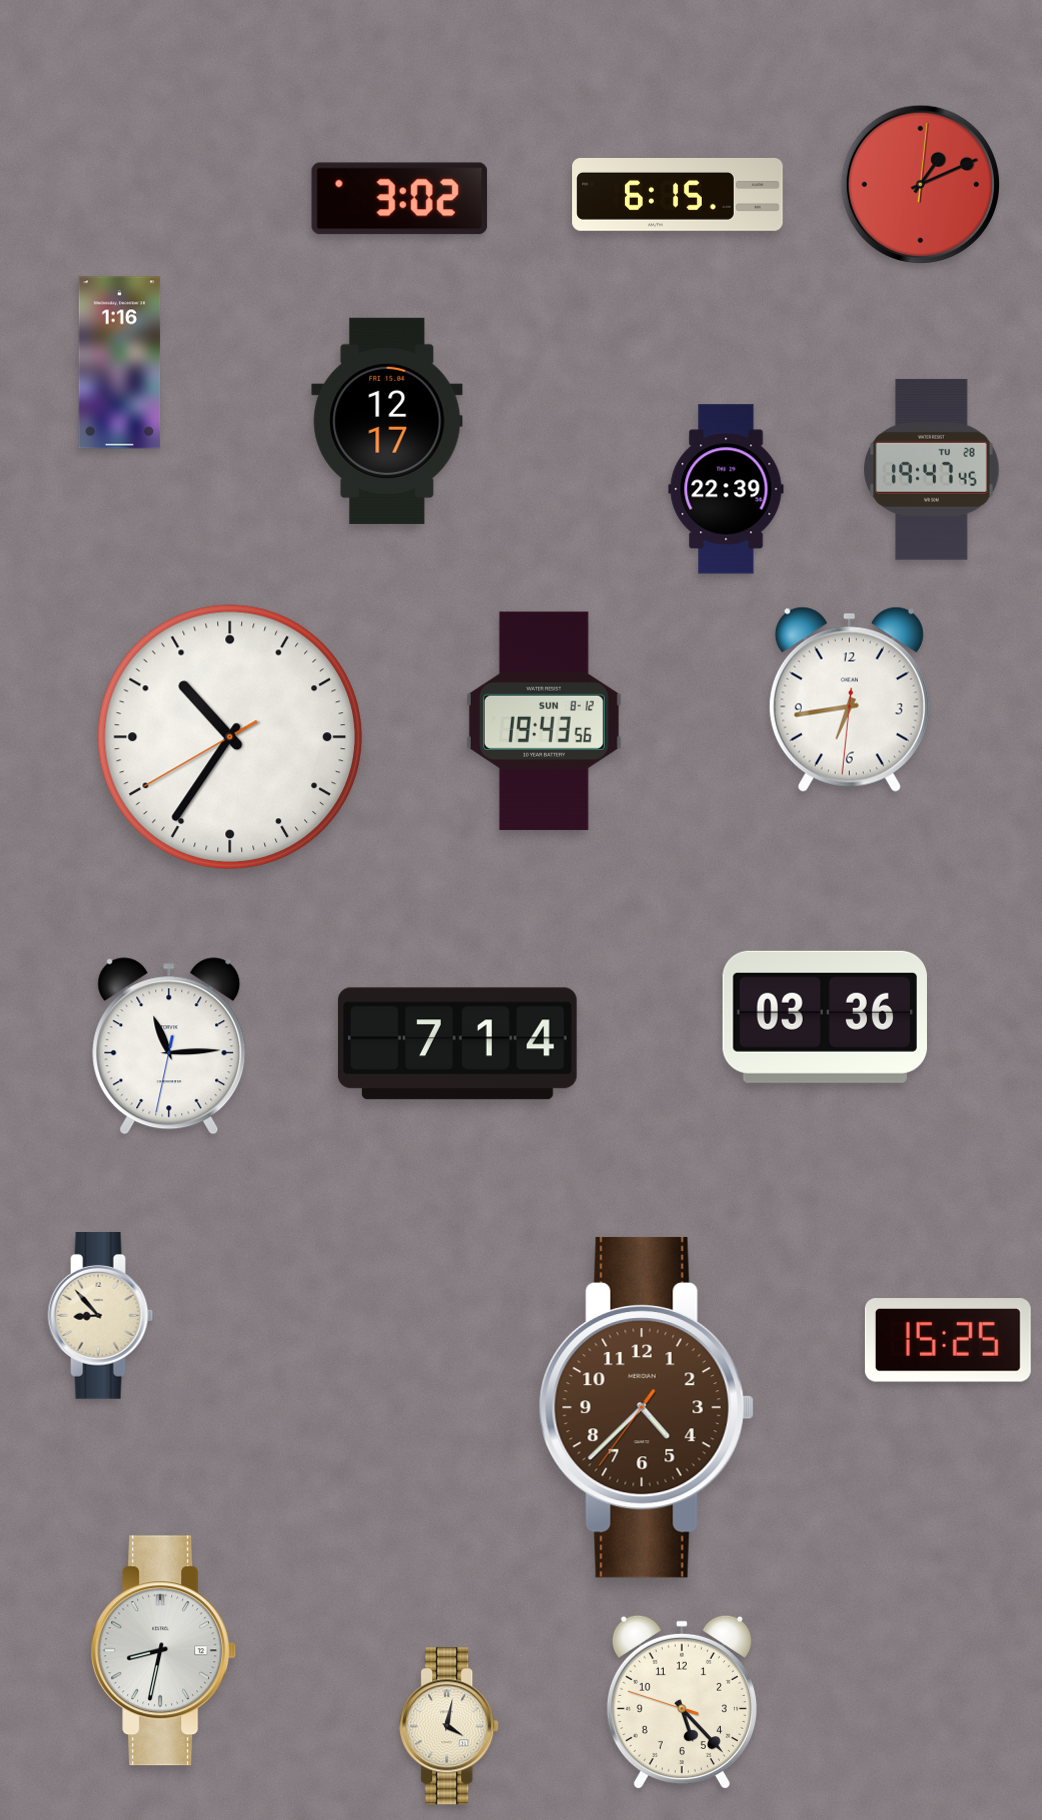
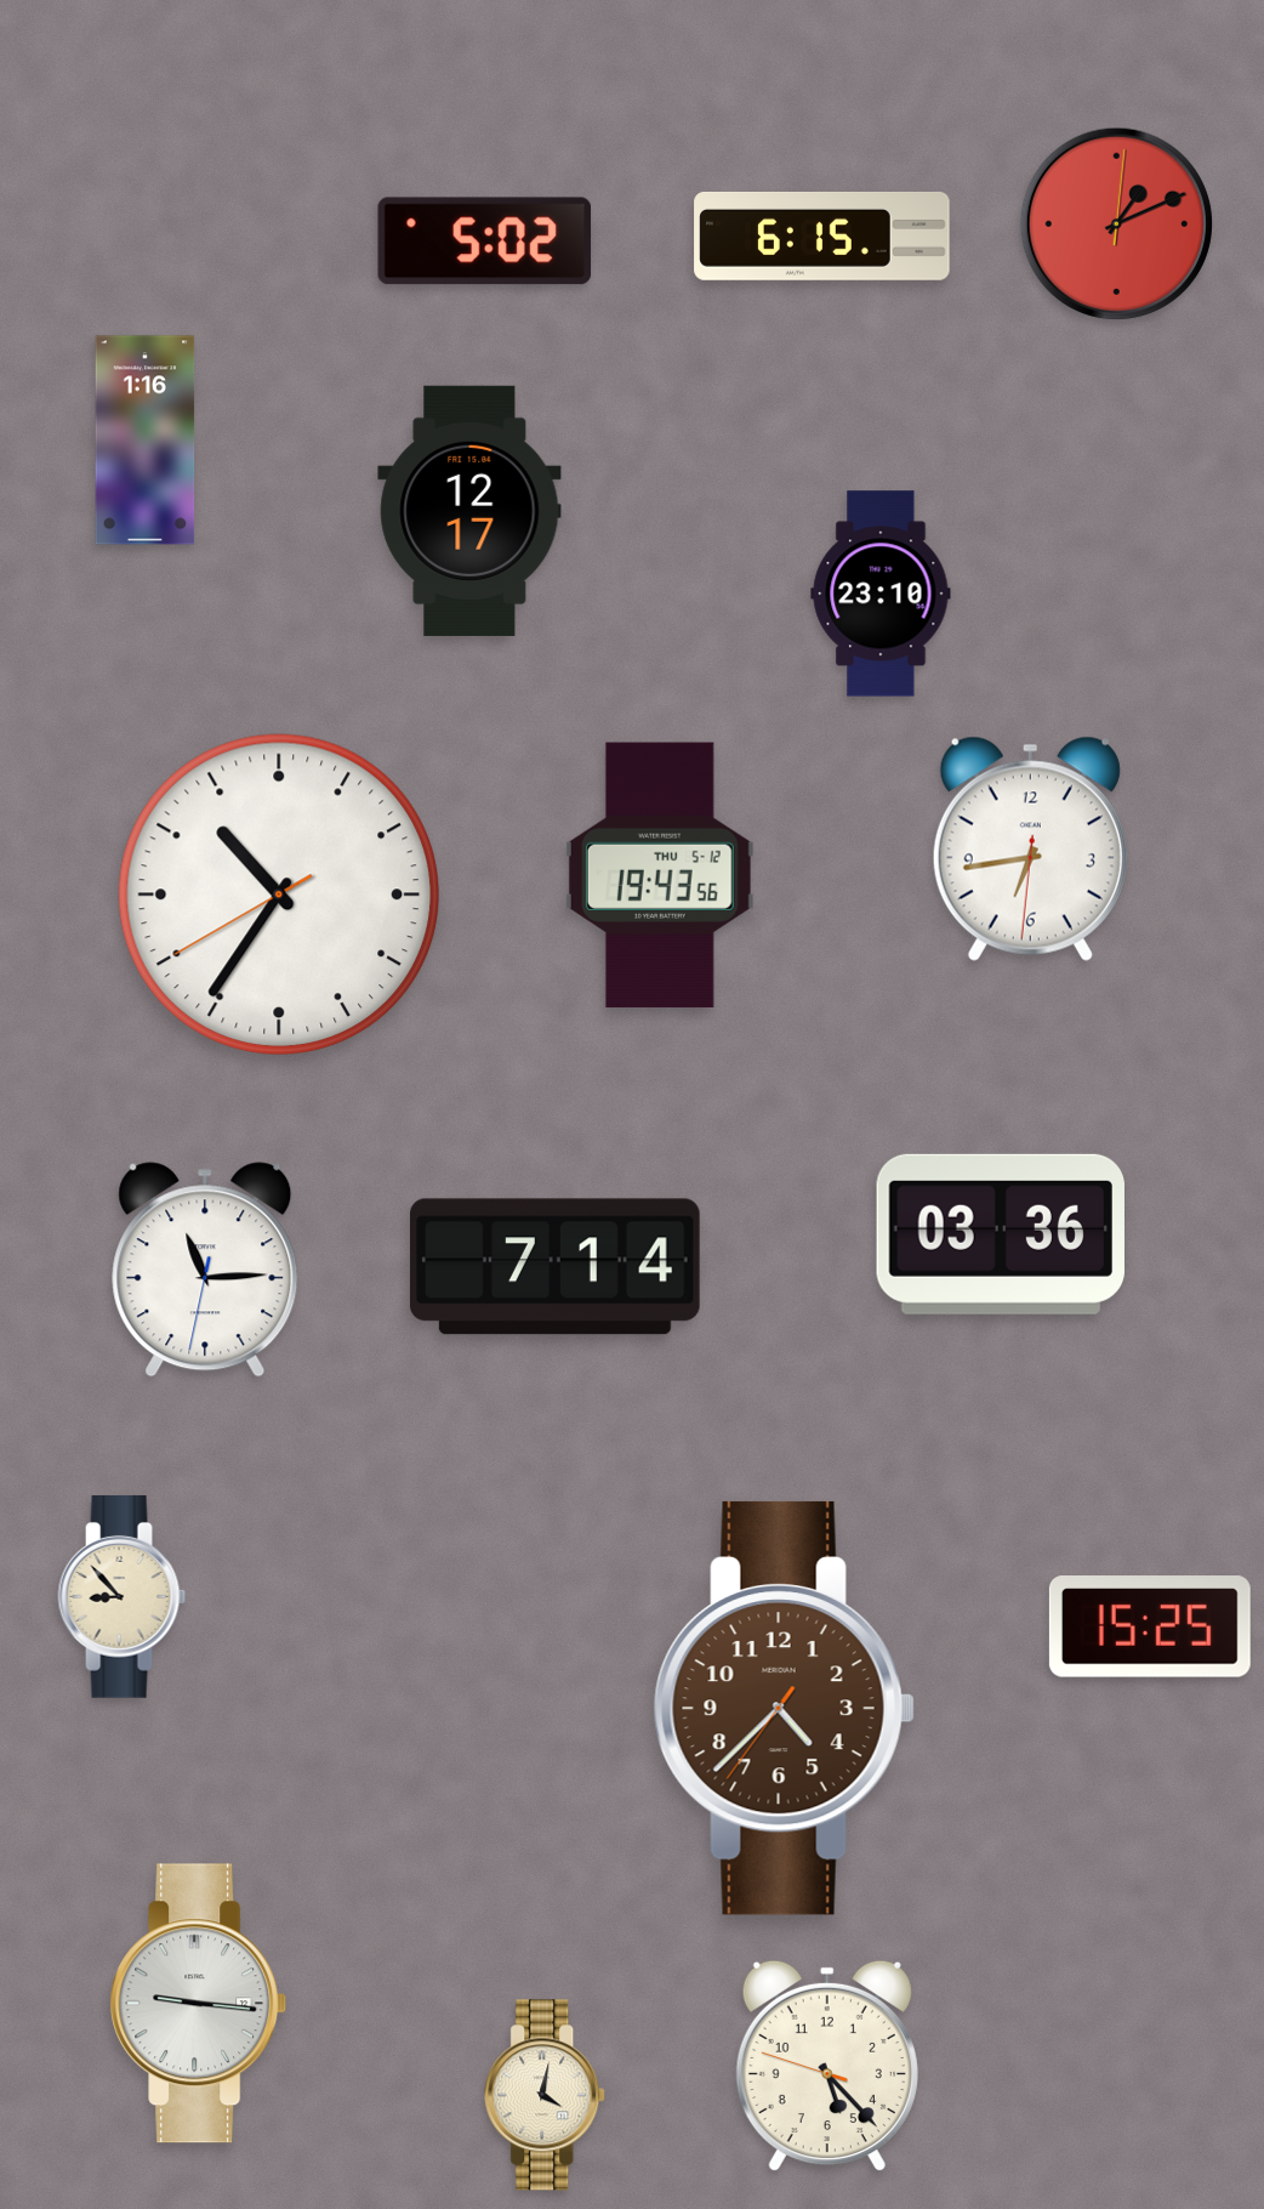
clock at (400, 199): 3:02 -> 5:02
clock at (932, 469): 19:47 -> none
clock at (726, 489): 22:39 -> 23:10
clock at (544, 721) date: SUN 8-12 -> THU 5-12
clock at (164, 1651): 8:32 -> 9:16
